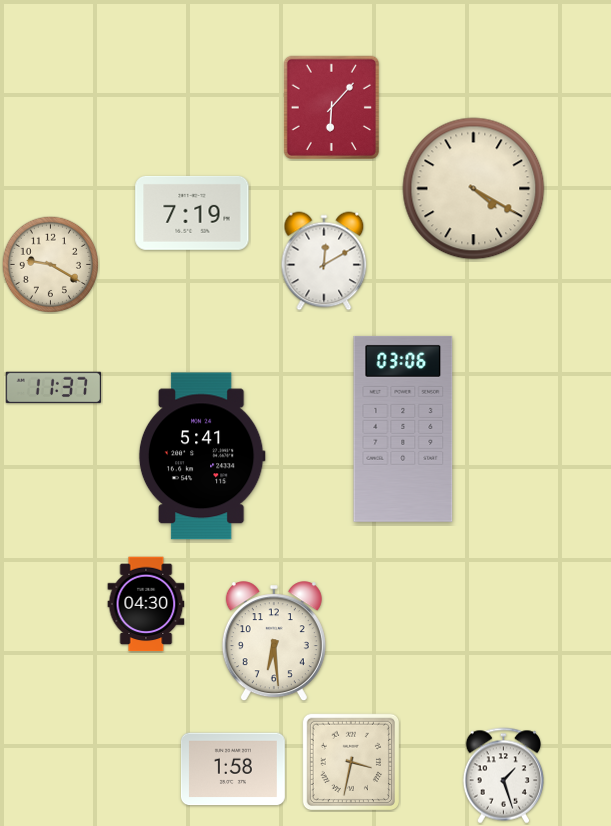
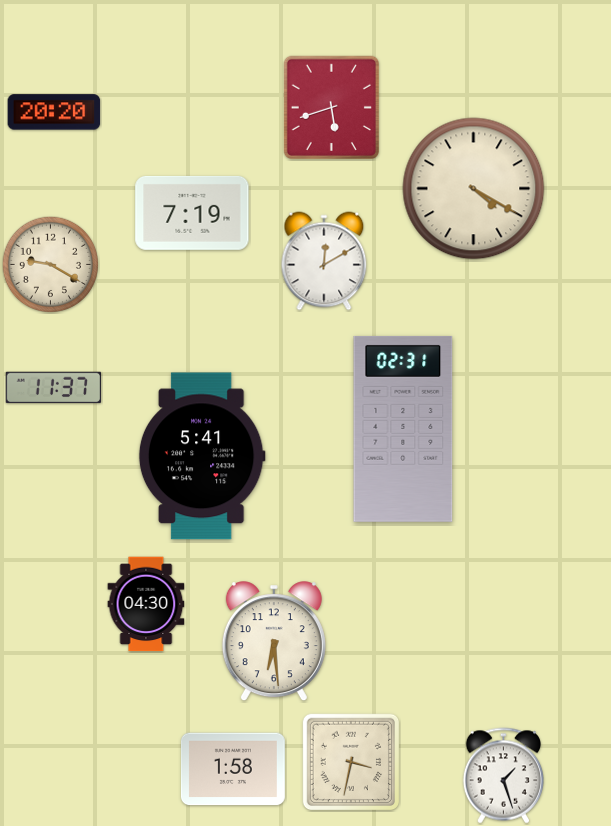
clock at (331, 107): 6:07 -> 5:42
clock at (54, 112): none -> 20:20
clock at (403, 429): 03:06 -> 02:31
